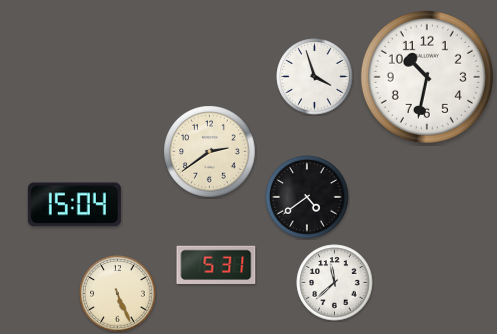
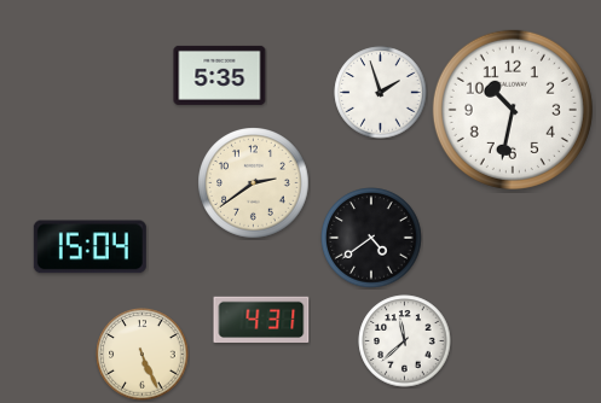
clock at (220, 75): none -> 5:35
clock at (315, 77): 3:57 -> 1:57
clock at (427, 77) position: (427, 77) -> (513, 110)
clock at (216, 264): 5:31 -> 4:31
